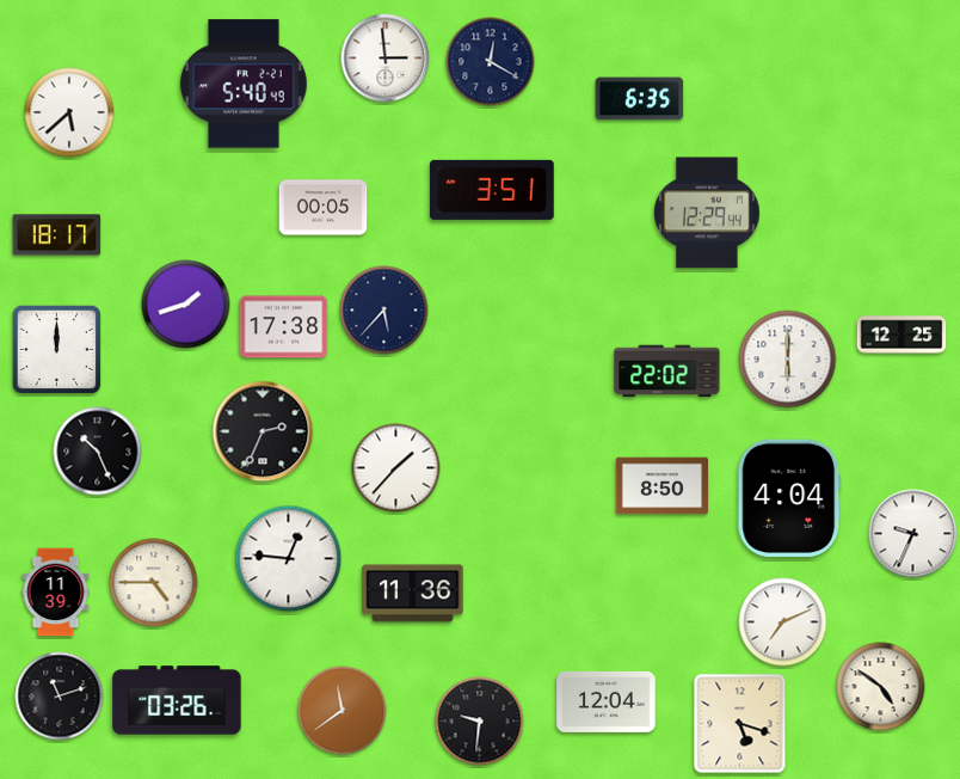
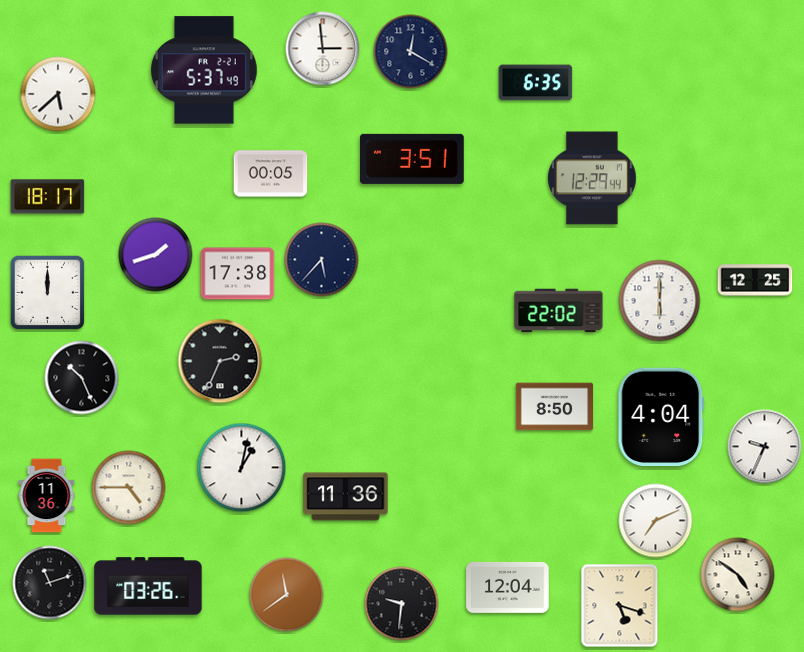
clock at (244, 84): 5:40 -> 5:37
clock at (396, 468): 1:37 -> none
clock at (289, 559): 12:46 -> 1:02
clock at (56, 593): 11:39 -> 11:36
